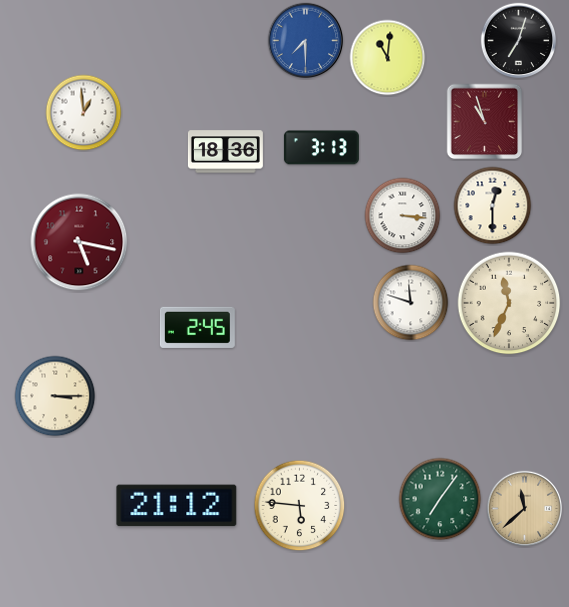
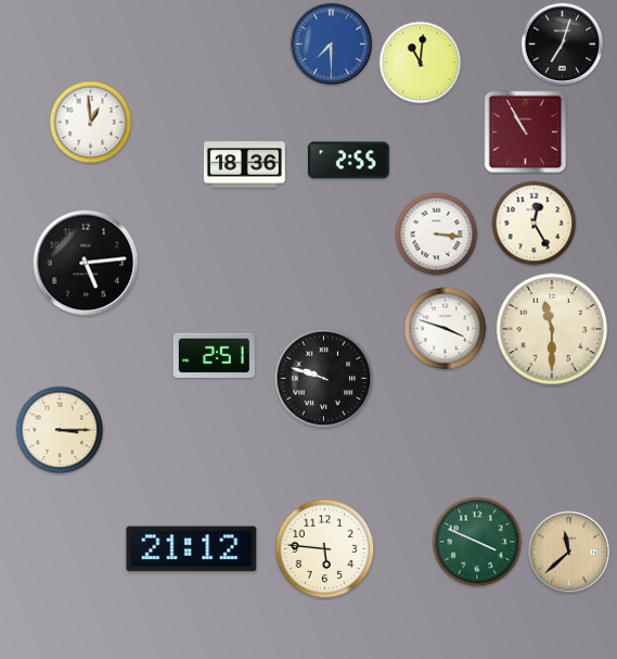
clock at (485, 122): 10:57 -> 10:55
clock at (321, 148): 3:13 -> 2:55
clock at (493, 206): 12:30 -> 12:25
clock at (79, 242): 5:17 -> 5:14
clock at (79, 242) dial: burgundy -> black
clock at (411, 303): 11:48 -> 3:48
clock at (509, 303): 11:34 -> 11:30
clock at (197, 327): 2:45 -> 2:51
clock at (324, 379): none -> 9:48
clock at (440, 499): 7:06 -> 3:49
